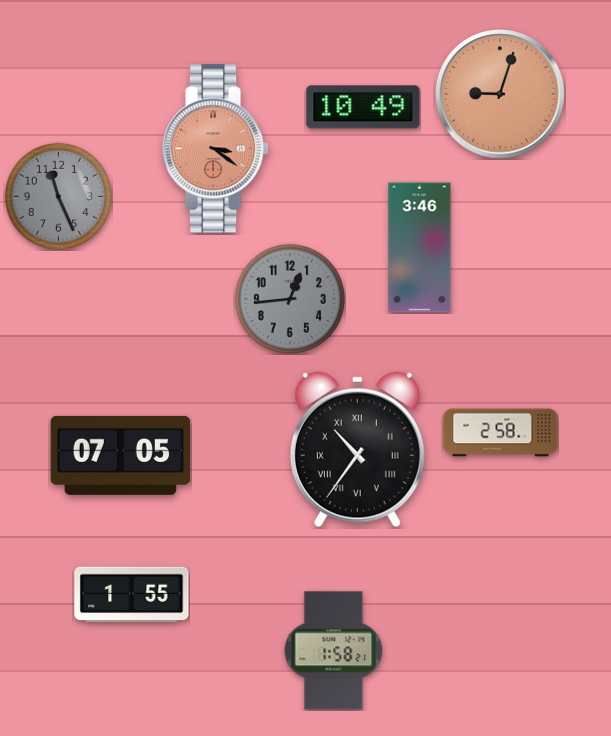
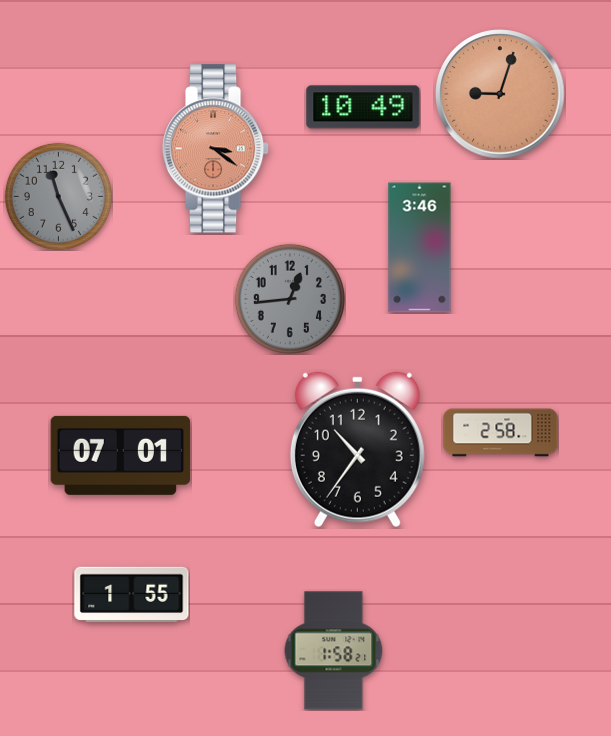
clock at (357, 450) numerals: Roman -> Arabic
clock at (121, 455): 07:05 -> 07:01
